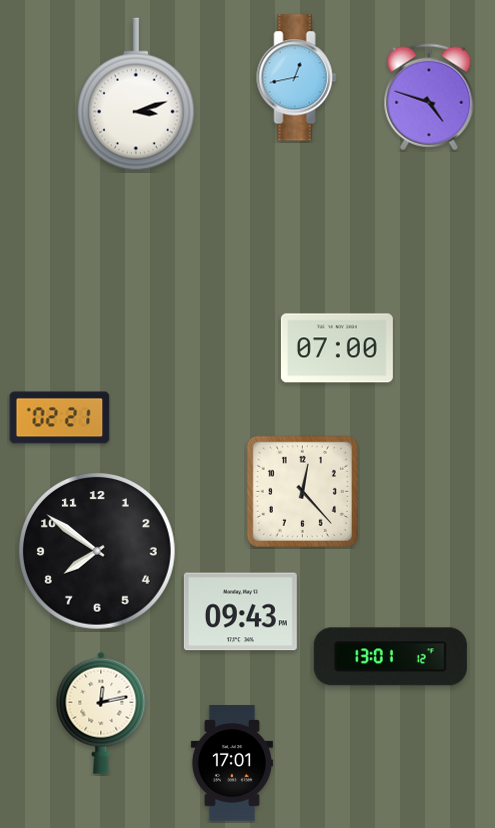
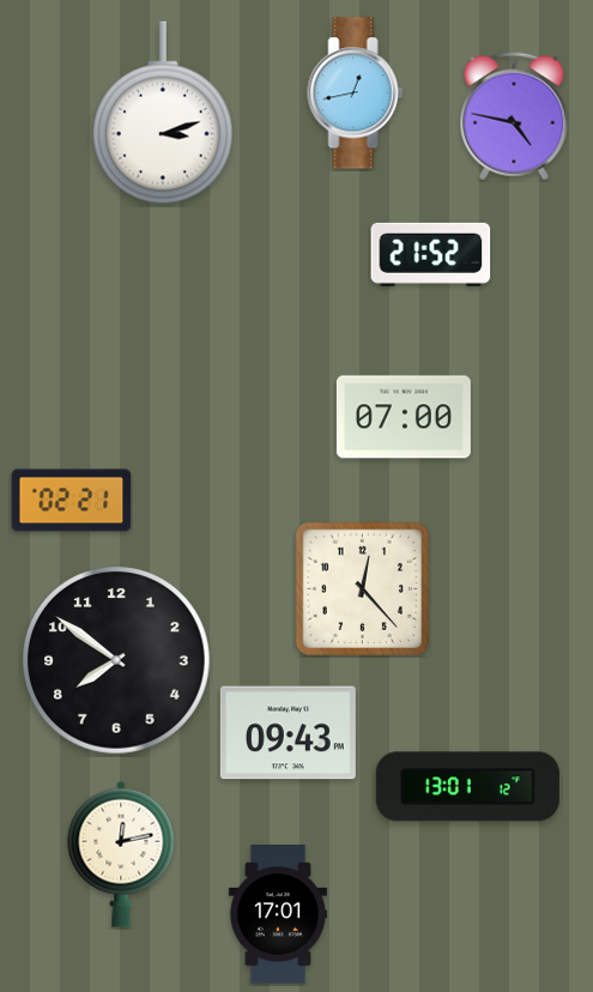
clock at (429, 97): 4:48 -> 4:47
clock at (431, 254): none -> 21:52
